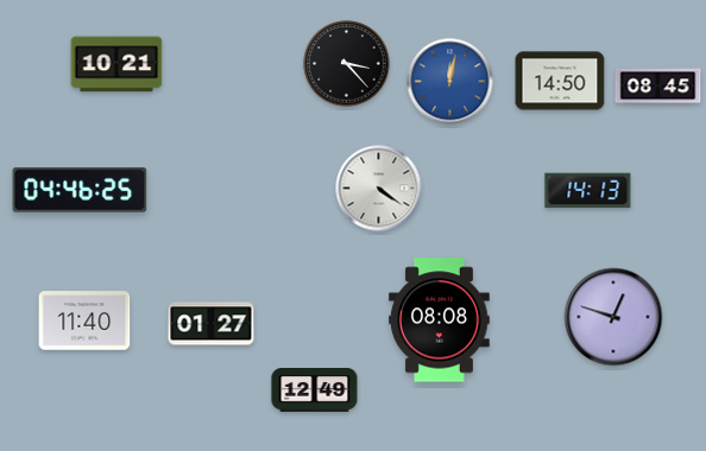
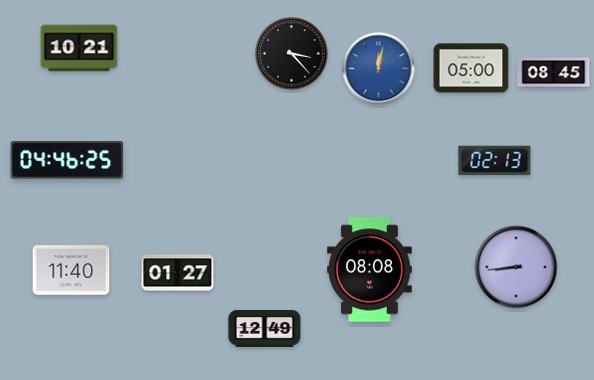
clock at (116, 64) position: (116, 64) -> (79, 48)
clock at (560, 81): 14:50 -> 05:00
clock at (379, 189): 4:21 -> none
clock at (588, 191): 14:13 -> 02:13
clock at (613, 317): 12:48 -> 8:44
